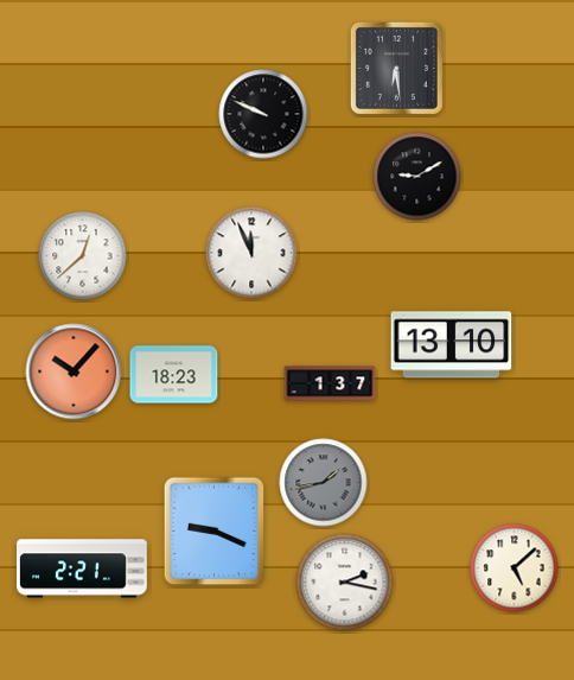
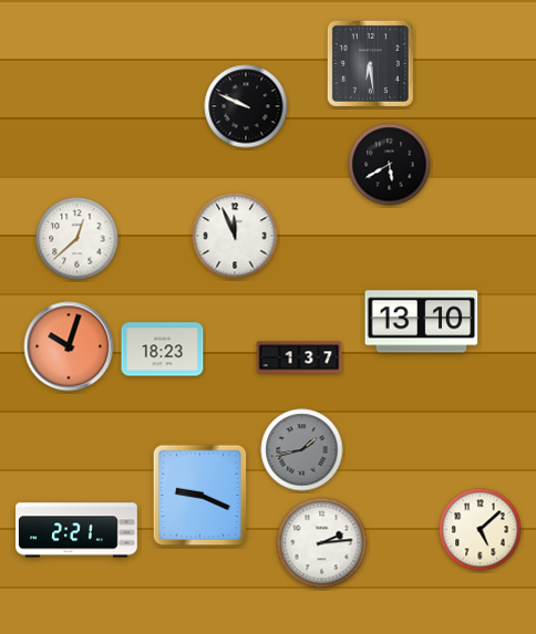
clock at (417, 177): 9:10 -> 5:40
clock at (74, 371): 10:07 -> 10:03
clock at (330, 383) position: (330, 383) -> (299, 357)
clock at (345, 583): 2:17 -> 2:14
